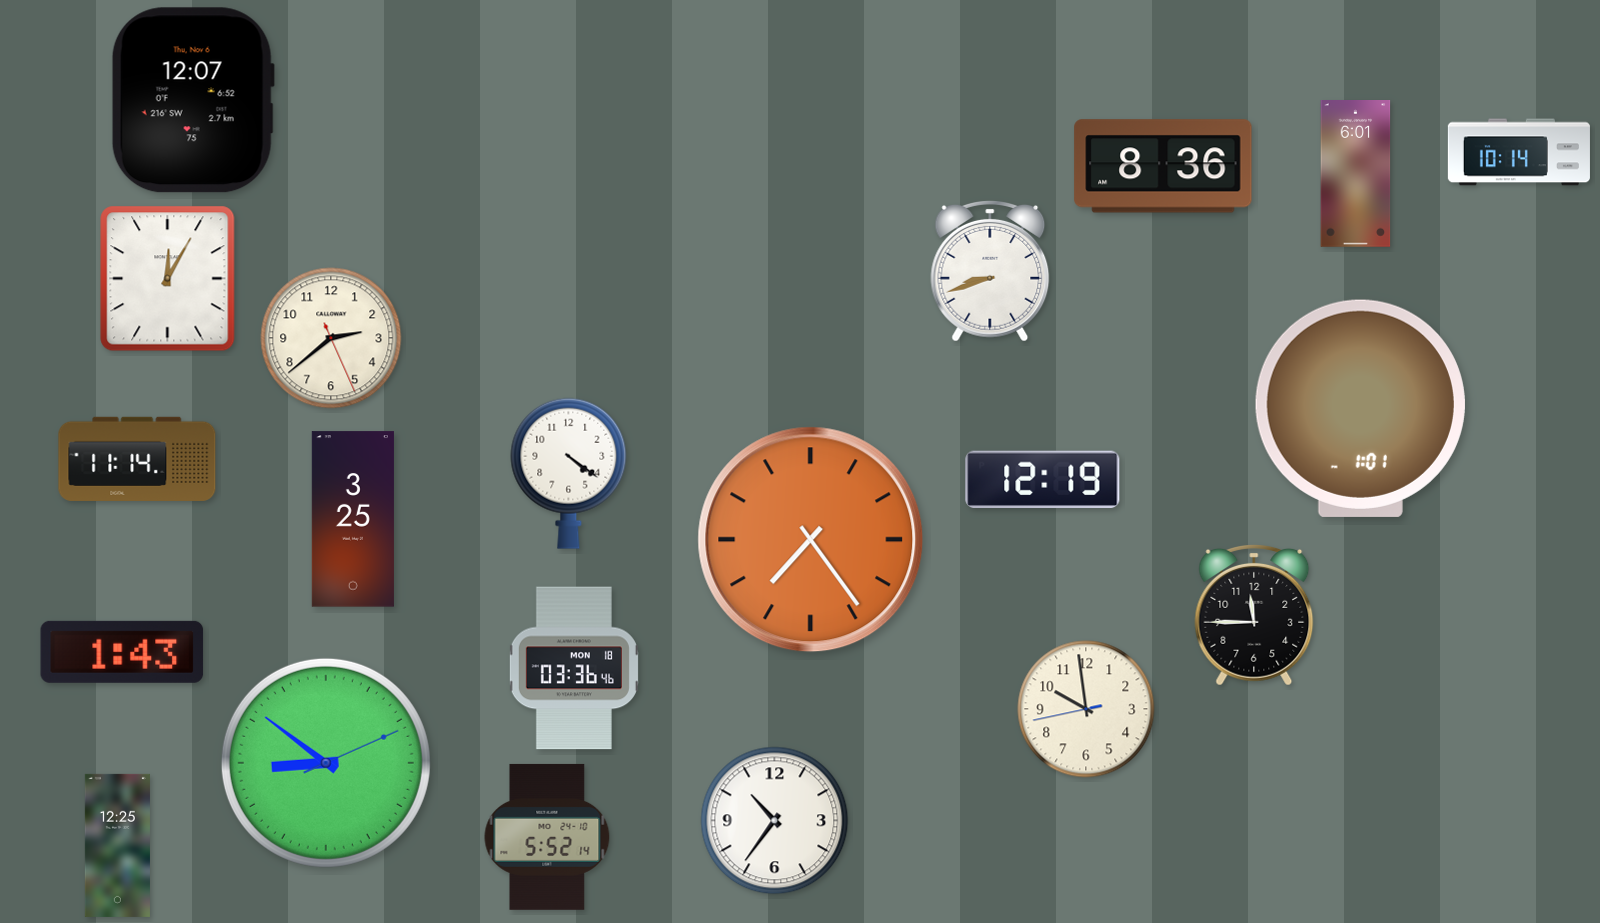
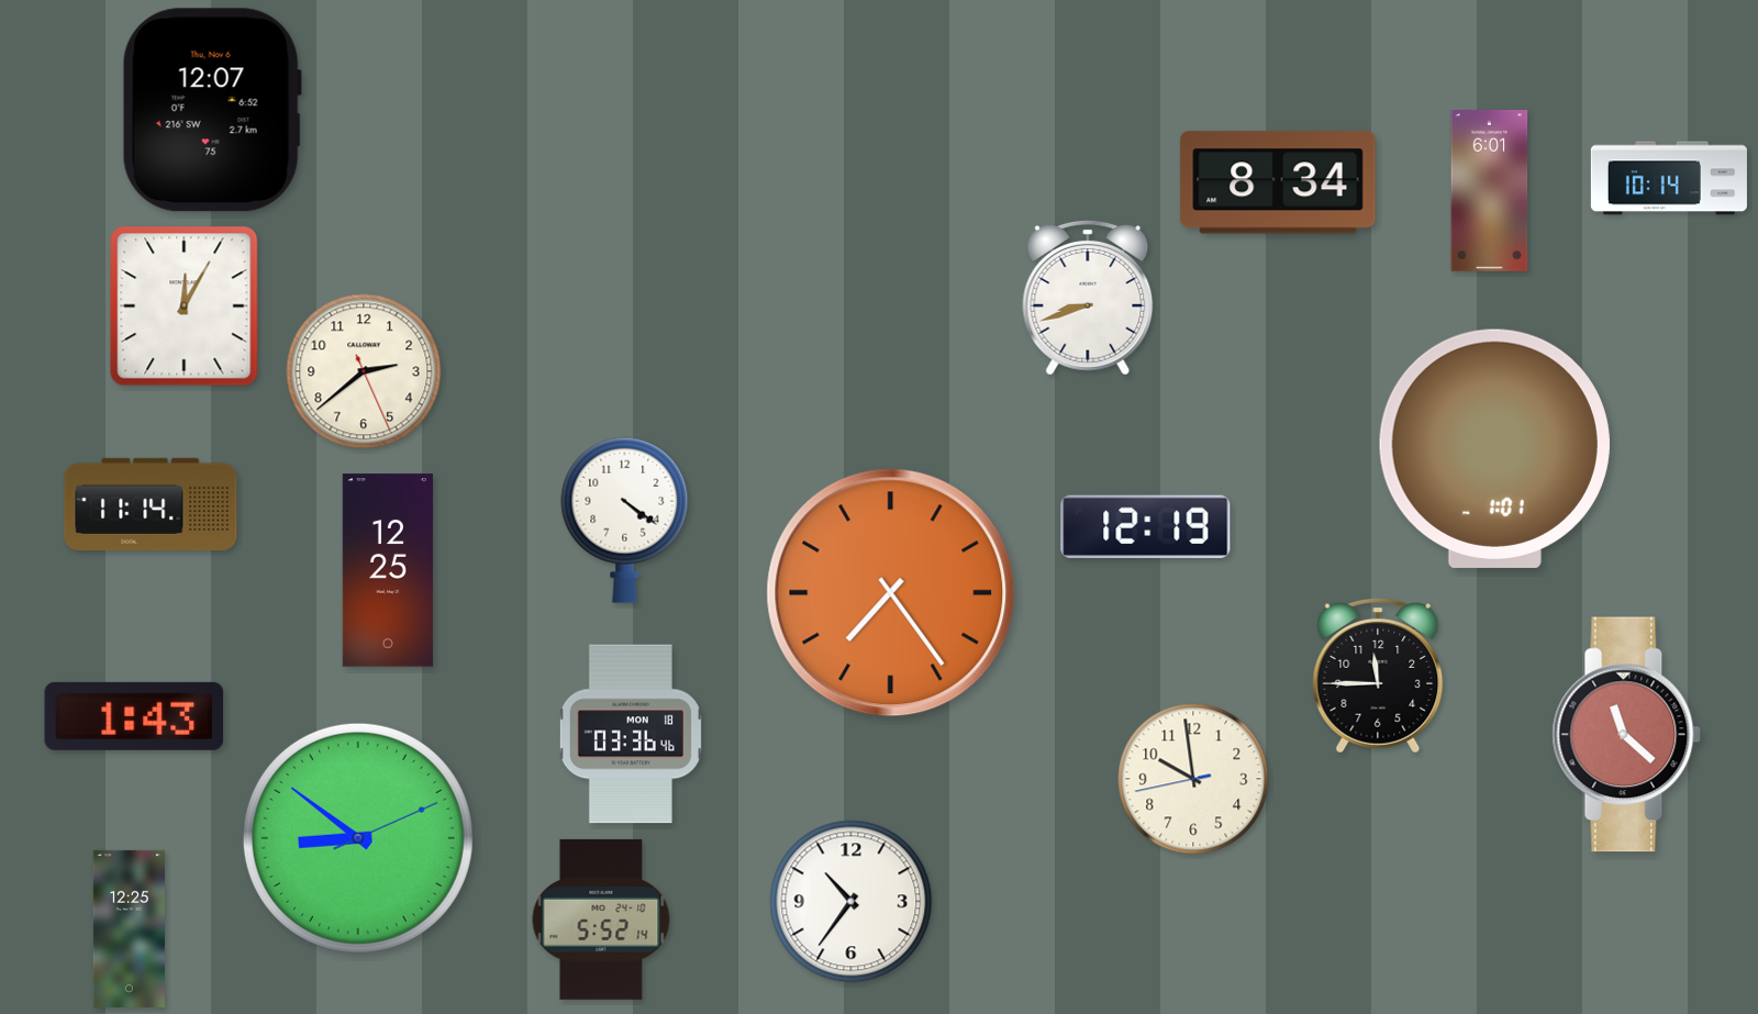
clock at (1519, 152) position: (1519, 152) -> (1669, 178)
clock at (1163, 166): 8:36 -> 8:34
clock at (353, 519): 3:25 -> 12:25
clock at (1627, 735): none -> 11:22
